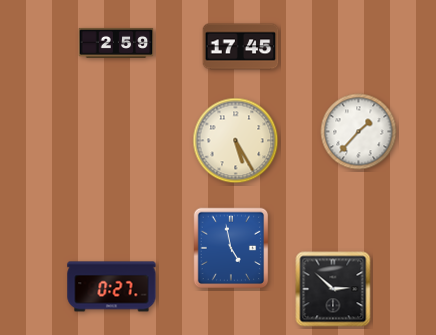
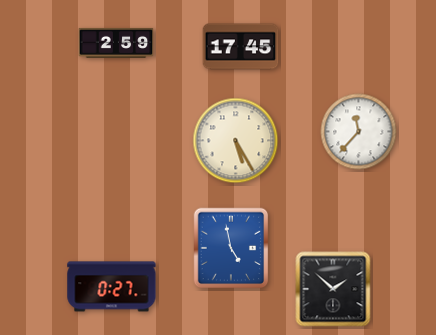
clock at (359, 132): 1:37 -> 11:37
clock at (333, 289): 2:52 -> 1:52
